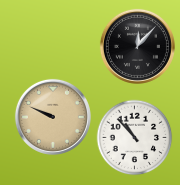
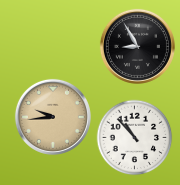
clock at (137, 46): 12:07 -> 8:55
clock at (53, 117): 9:49 -> 9:44
